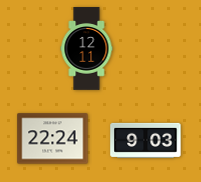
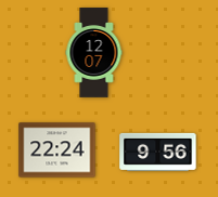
clock at (87, 49): 12:11 -> 12:07
clock at (146, 140): 9:03 -> 9:56
